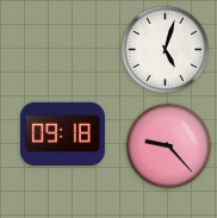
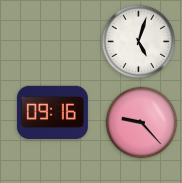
clock at (62, 135): 09:18 -> 09:16
